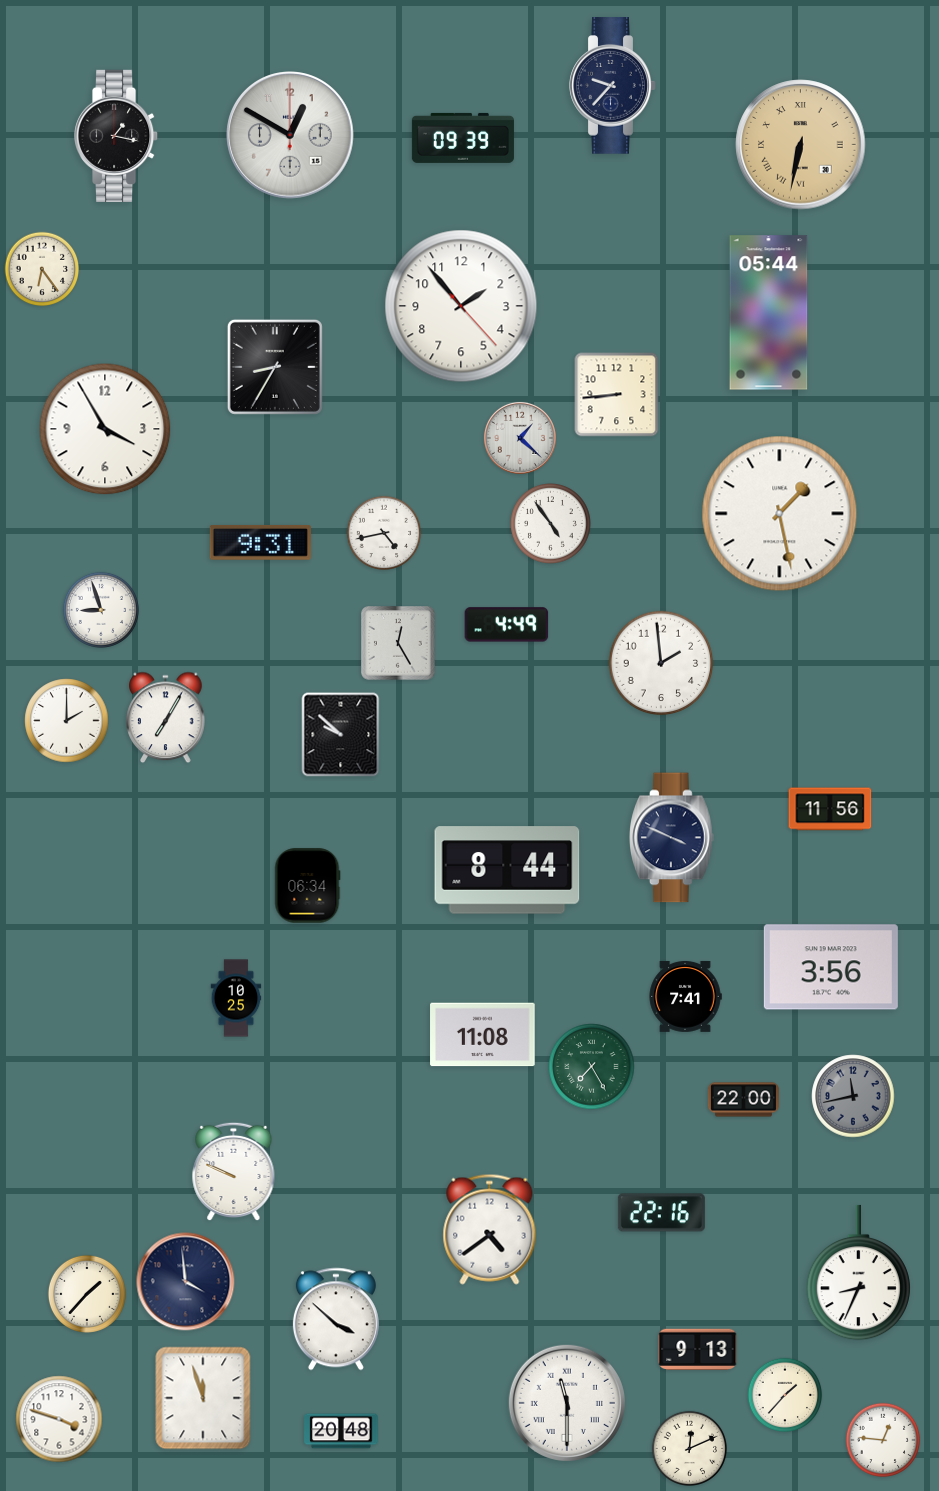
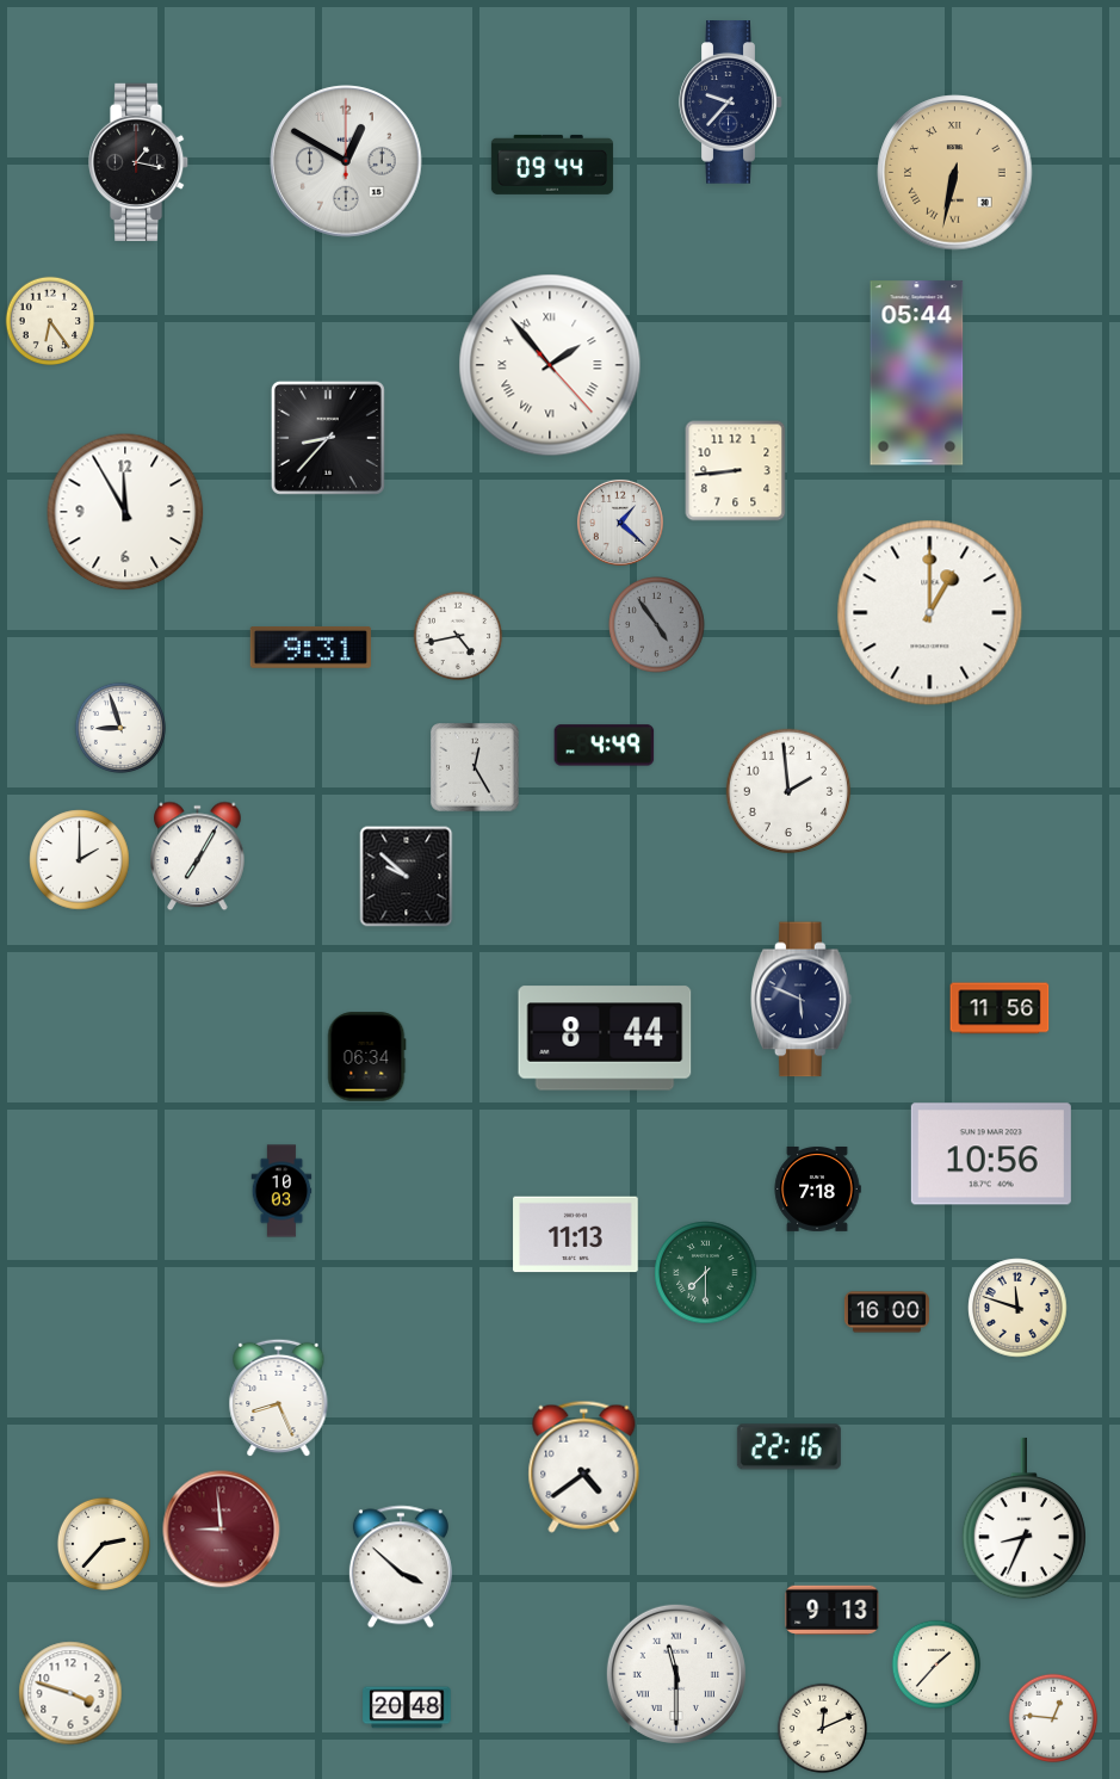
clock at (463, 138): 09:39 -> 09:44
clock at (461, 306) numerals: Arabic -> Roman
clock at (275, 367): 8:35 -> 8:37
clock at (105, 429): 3:55 -> 11:55
clock at (780, 514): 1:28 -> 1:00
clock at (551, 524) dial: white -> grey
clock at (830, 809) position: (830, 809) -> (1000, 1008)
clock at (672, 838): 3:49 -> 5:49
clock at (831, 967): 3:56 -> 10:56
clock at (685, 996): 7:41 -> 7:18
clock at (236, 998): 10:25 -> 10:03
clock at (483, 1035): 11:08 -> 11:13
clock at (592, 1067): 7:25 -> 7:30
clock at (853, 1096): 11:43 -> 11:48
clock at (853, 1096) dial: grey -> cream
clock at (743, 1100): 22:00 -> 16:00
clock at (234, 1172): 9:49 -> 8:26
clock at (186, 1282): 3:59 -> 8:59
clock at (186, 1282) dial: navy -> burgundy
clock at (87, 1294): 1:37 -> 2:37
clock at (336, 1319) position: (336, 1319) -> (401, 1567)
clock at (203, 1398): 11:57 -> none
